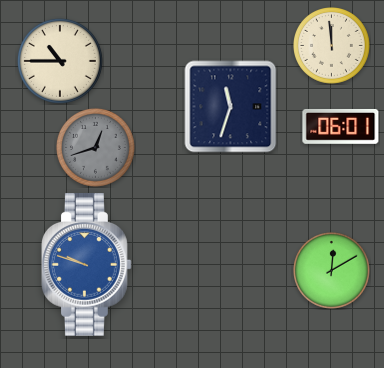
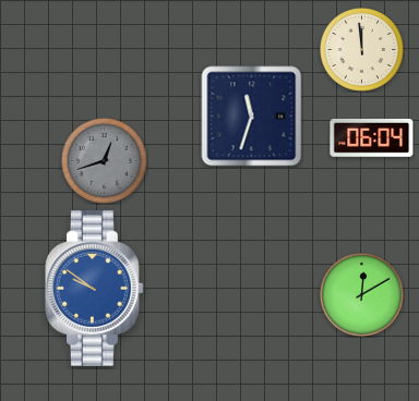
clock at (60, 61): 10:45 -> none
clock at (341, 126): 06:01 -> 06:04
clock at (87, 265): 9:48 -> 9:51
